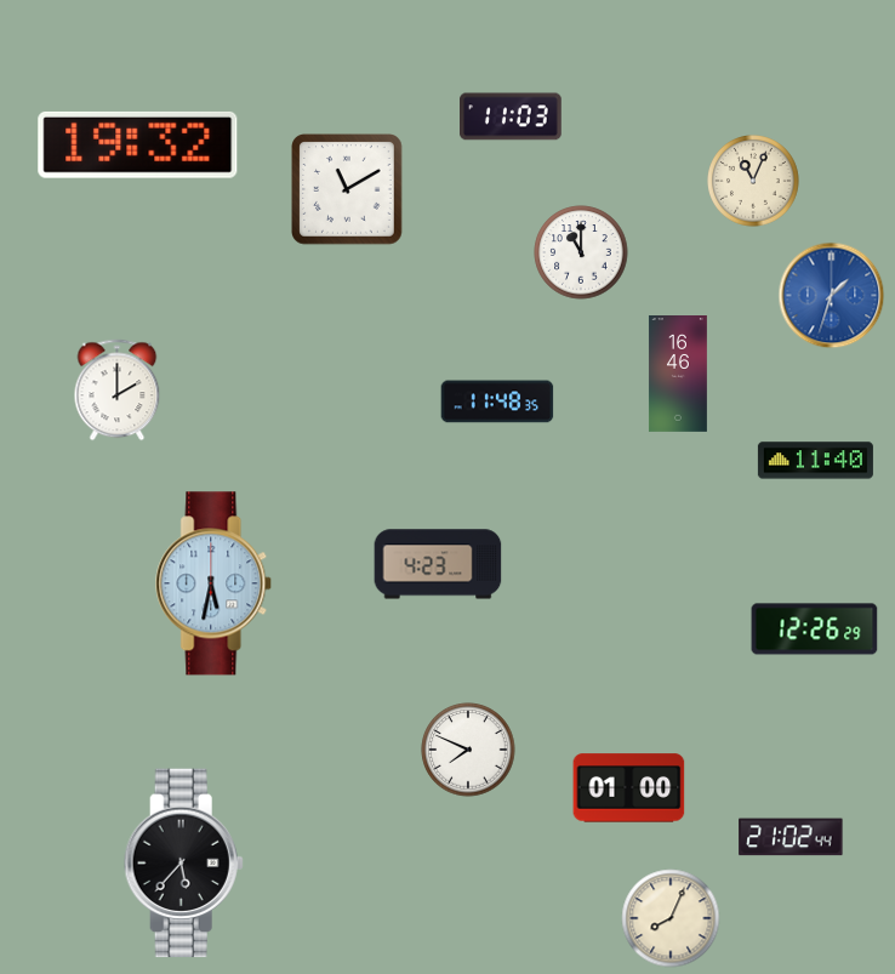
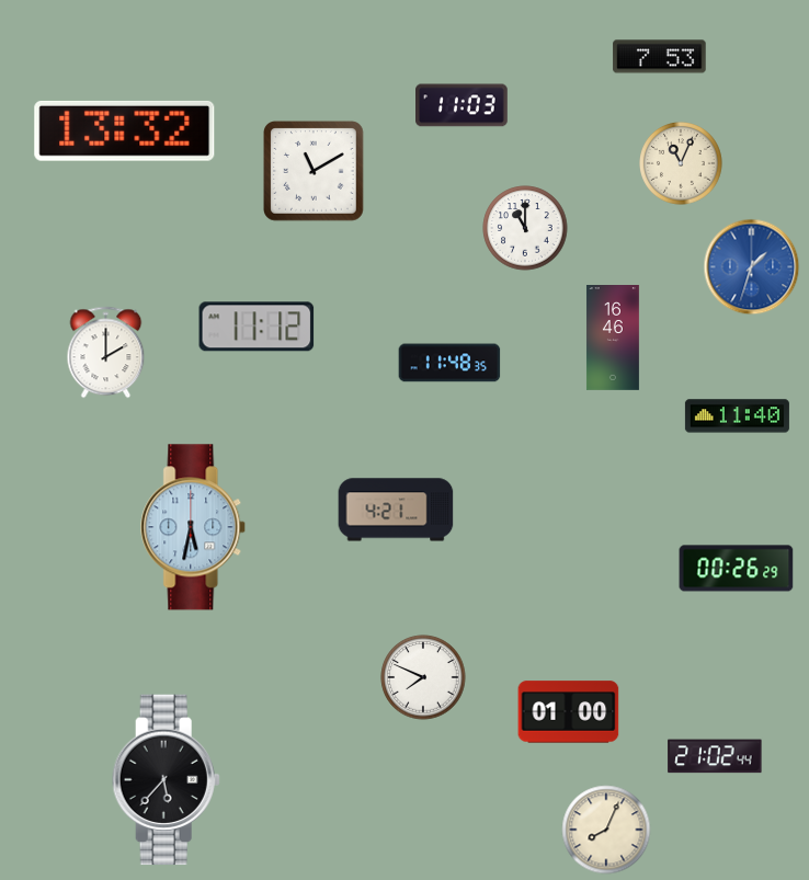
clock at (660, 57): none -> 7:53
clock at (138, 144): 19:32 -> 13:32
clock at (257, 327): none -> 11:12
clock at (438, 564): 4:23 -> 4:21
clock at (815, 630): 12:26 -> 00:26
